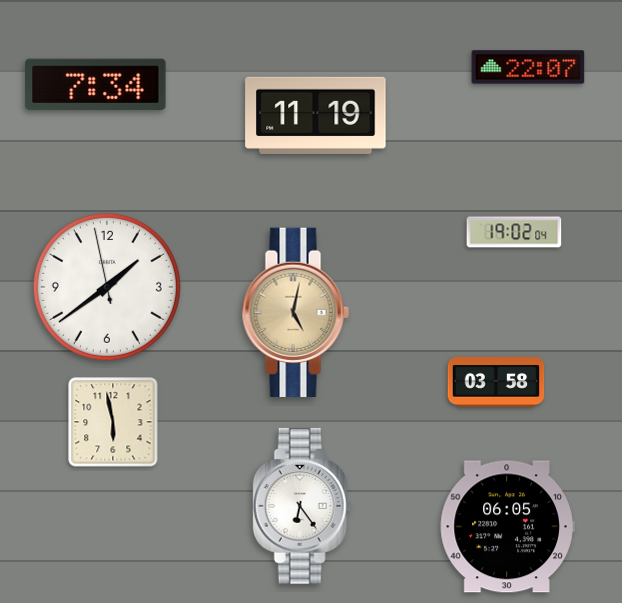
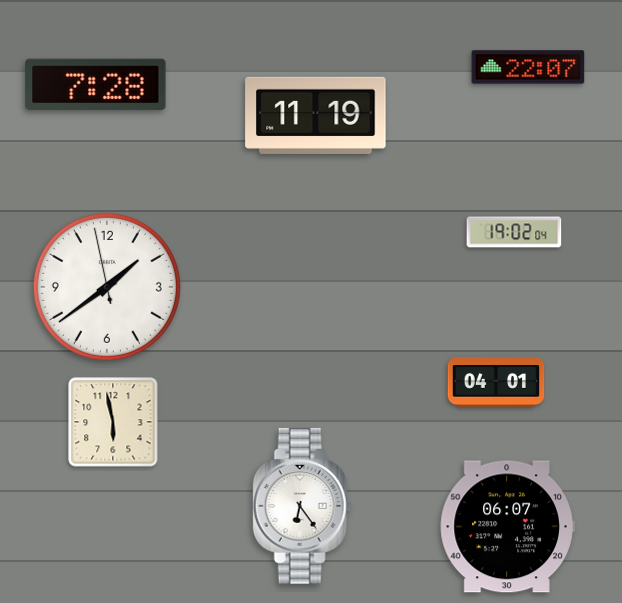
clock at (96, 84): 7:34 -> 7:28
clock at (295, 312): 5:02 -> none
clock at (496, 382): 03:58 -> 04:01
clock at (507, 527): 06:05 -> 06:07
